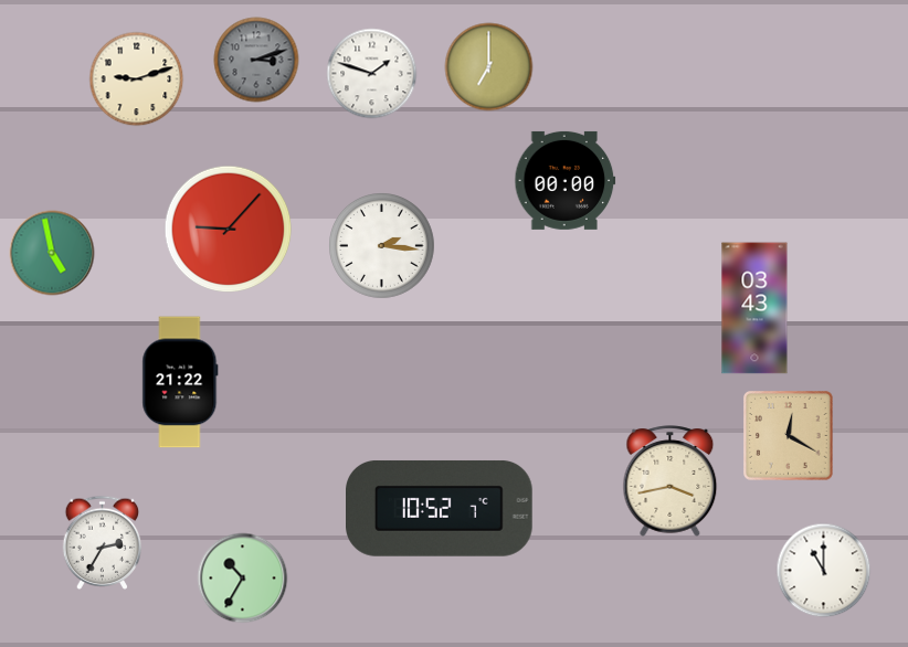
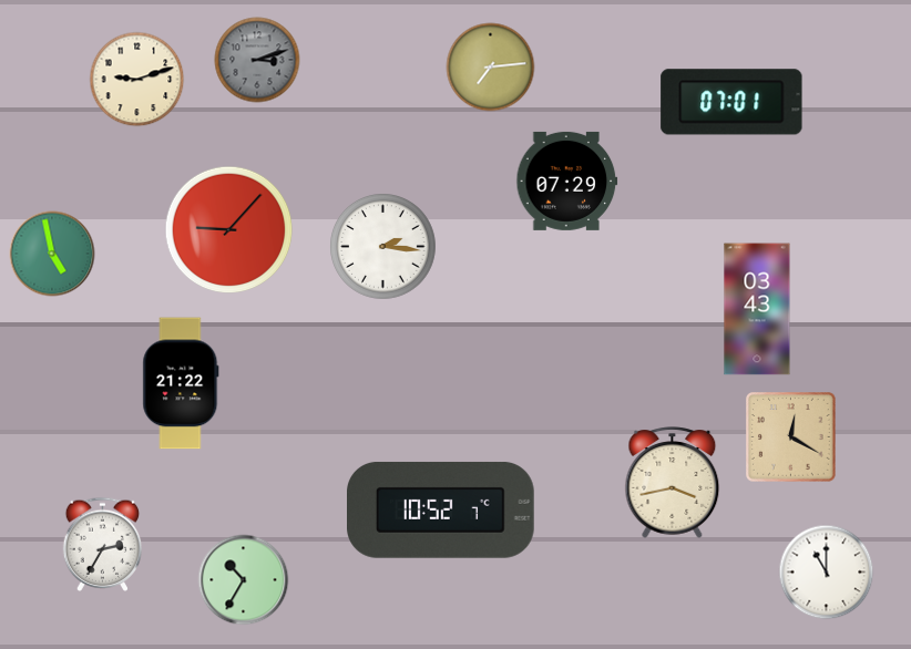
clock at (489, 67): 7:00 -> 7:14
clock at (372, 74): 1:48 -> none
clock at (731, 102): none -> 07:01
clock at (566, 180): 00:00 -> 07:29
